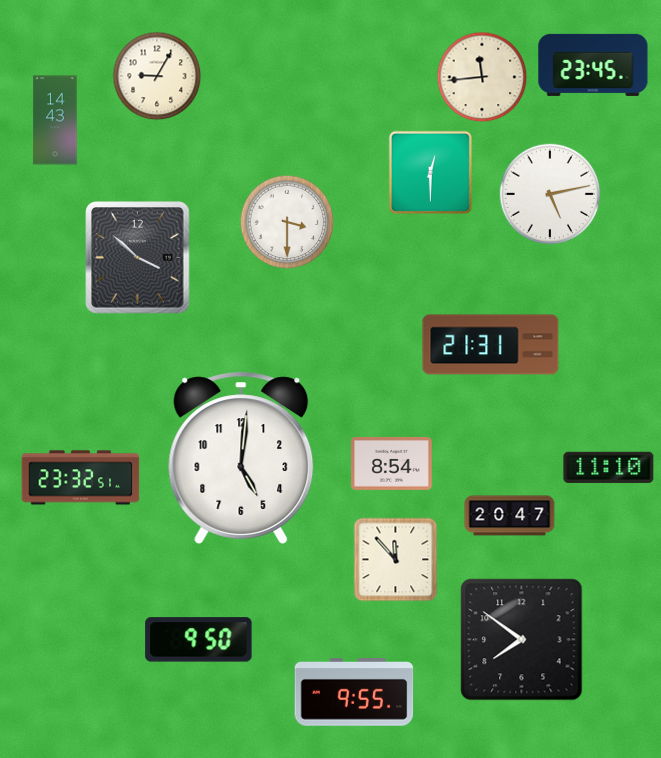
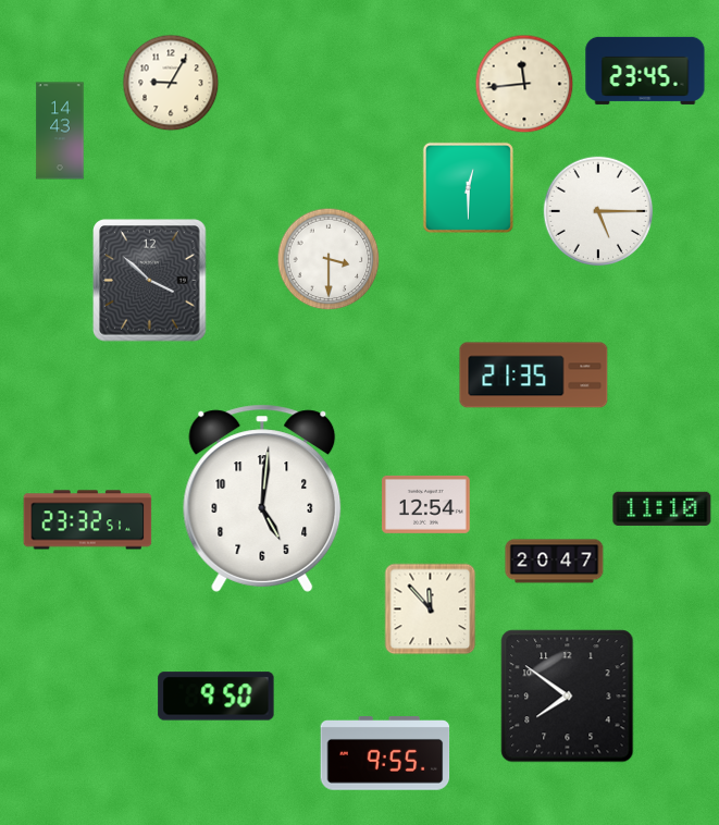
clock at (550, 194): 5:13 -> 5:15
clock at (287, 222) position: (287, 222) -> (328, 259)
clock at (491, 345): 21:31 -> 21:35
clock at (392, 463): 8:54 -> 12:54
